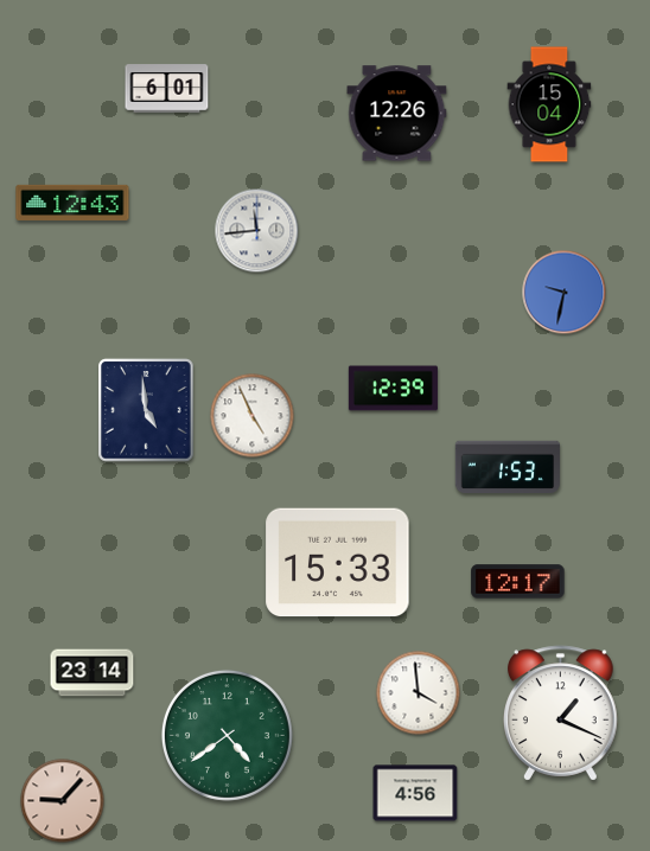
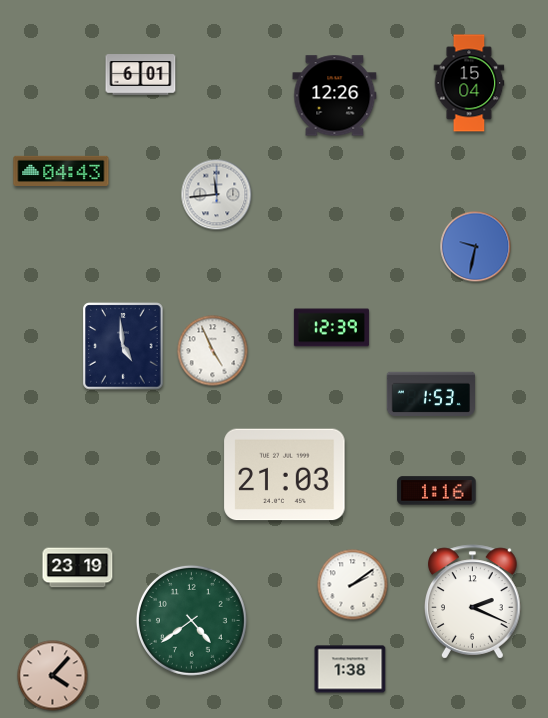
clock at (549, 104) position: (549, 104) -> (469, 83)
clock at (72, 203): 12:43 -> 04:43
clock at (506, 466) position: (506, 466) -> (430, 393)
clock at (338, 563): 15:33 -> 21:03
clock at (518, 582): 12:17 -> 1:16
clock at (93, 673): 23:14 -> 23:19
clock at (419, 693): 3:59 -> 2:09
clock at (561, 714): 1:19 -> 2:19
clock at (415, 793): 4:56 -> 1:38
clock at (63, 801): 9:07 -> 4:07
